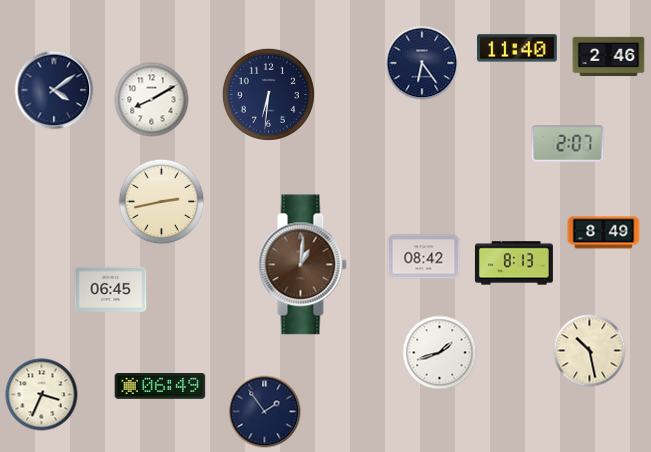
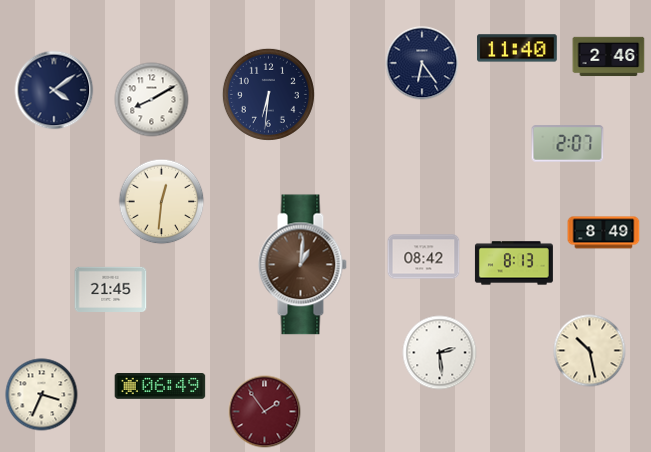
clock at (162, 202): 2:43 -> 12:31
clock at (111, 289): 06:45 -> 21:45
clock at (440, 353): 1:42 -> 2:29
clock at (265, 412) dial: navy -> burgundy
